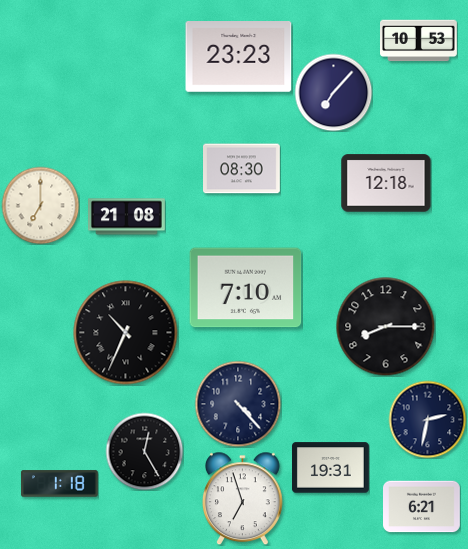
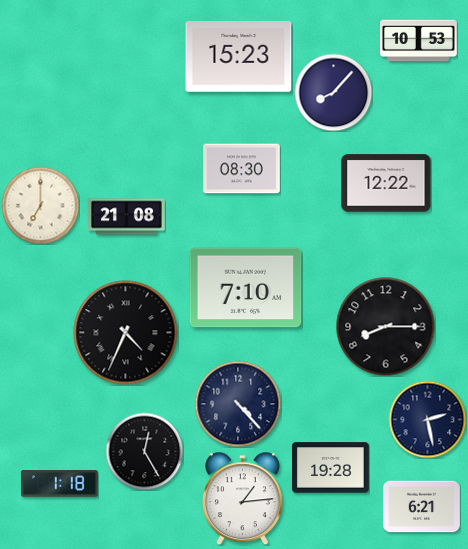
clock at (239, 57): 23:23 -> 15:23
clock at (333, 92): 7:07 -> 8:07
clock at (386, 183): 12:18 -> 12:22
clock at (126, 333): 10:34 -> 4:34
clock at (427, 419): 2:32 -> 2:28
clock at (331, 468): 19:31 -> 19:28
clock at (242, 498): 6:57 -> 1:14
